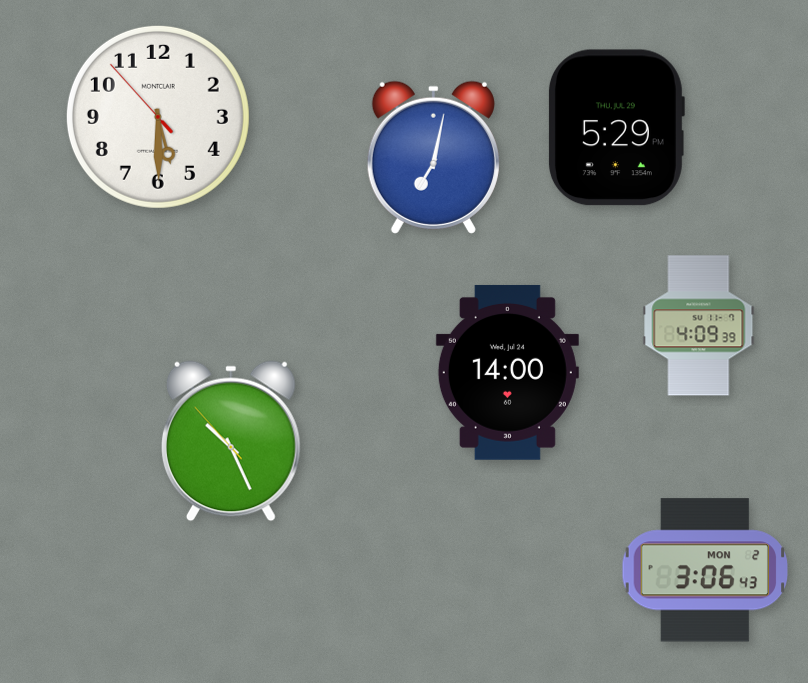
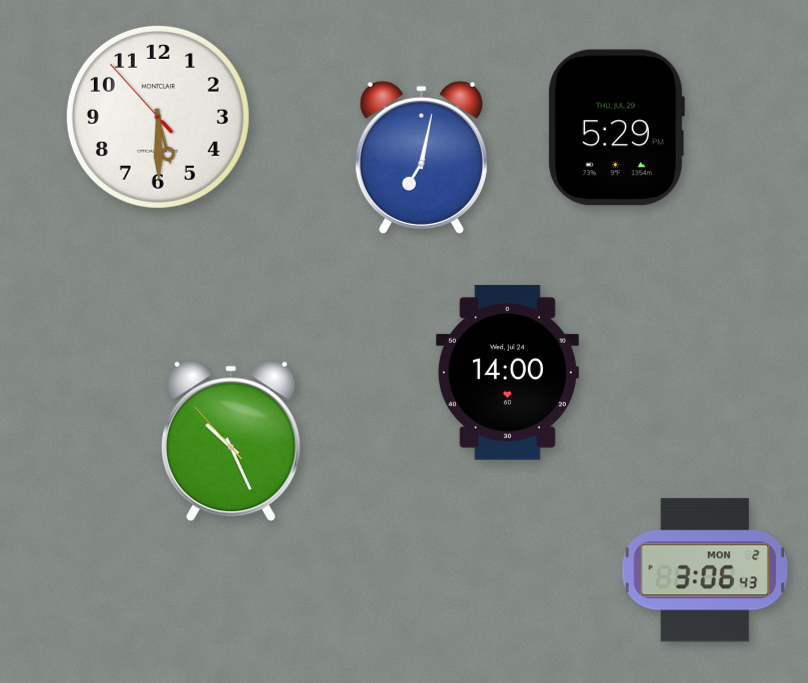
clock at (433, 157) position: (433, 157) -> (421, 157)
clock at (699, 326): 4:09 -> none
